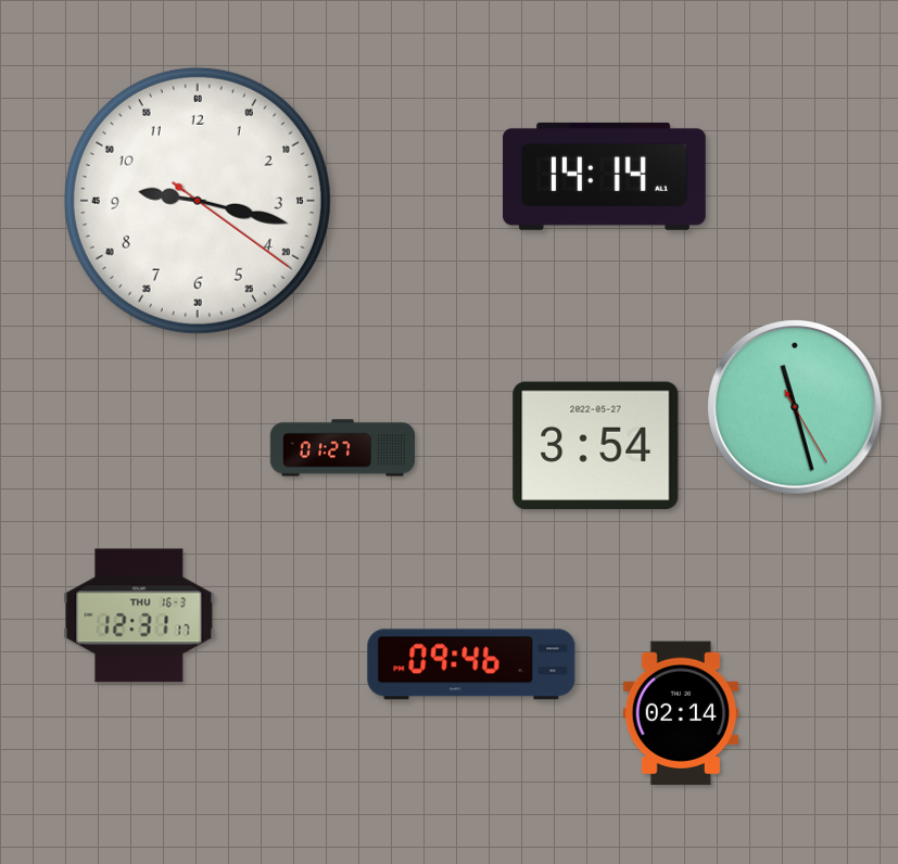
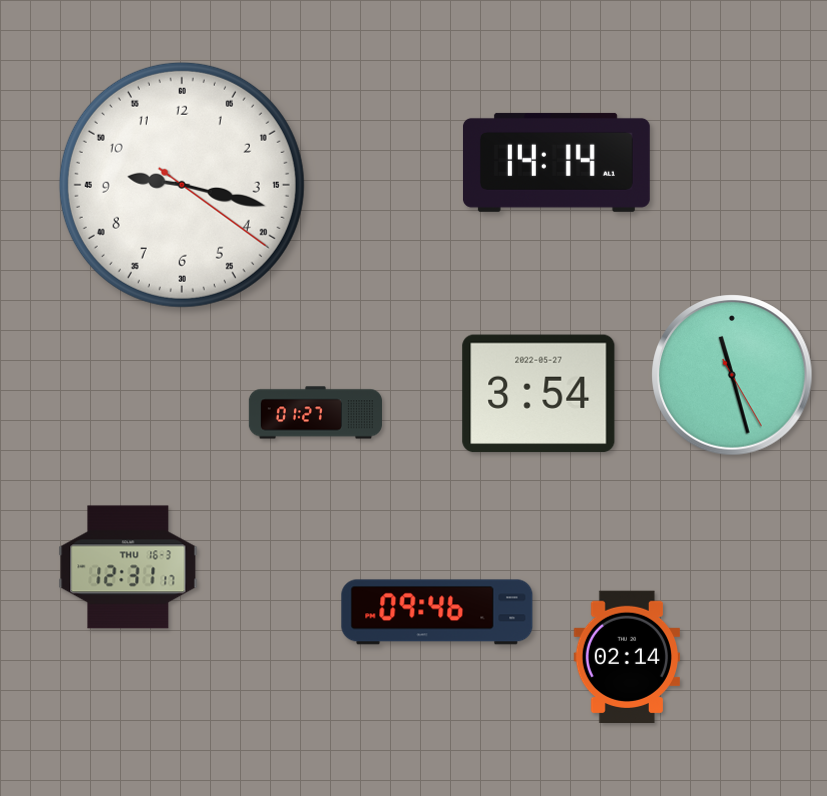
clock at (596, 446) position: (596, 446) -> (539, 394)
clock at (471, 664) position: (471, 664) -> (437, 612)
